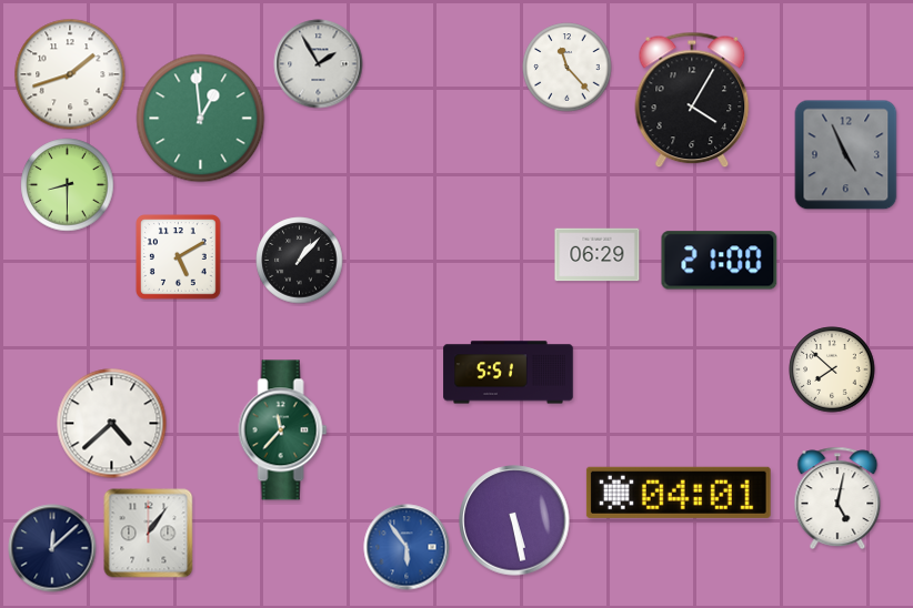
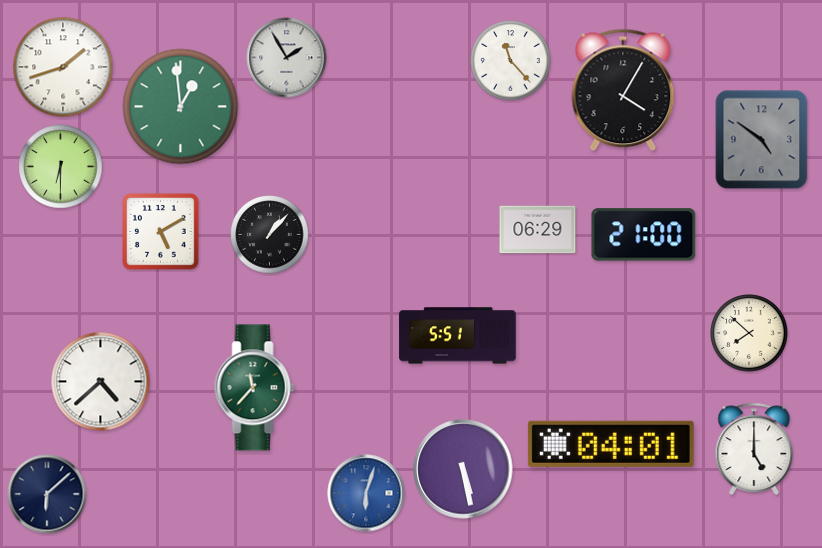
clock at (846, 155): 4:56 -> 4:51
clock at (68, 185): 8:30 -> 6:30
clock at (720, 261) position: (720, 261) -> (644, 235)
clock at (837, 498): 5:02 -> 5:00
clock at (149, 534): 1:06 -> none
clock at (407, 547): 5:54 -> 6:03
clock at (52, 548): 12:08 -> 6:08
